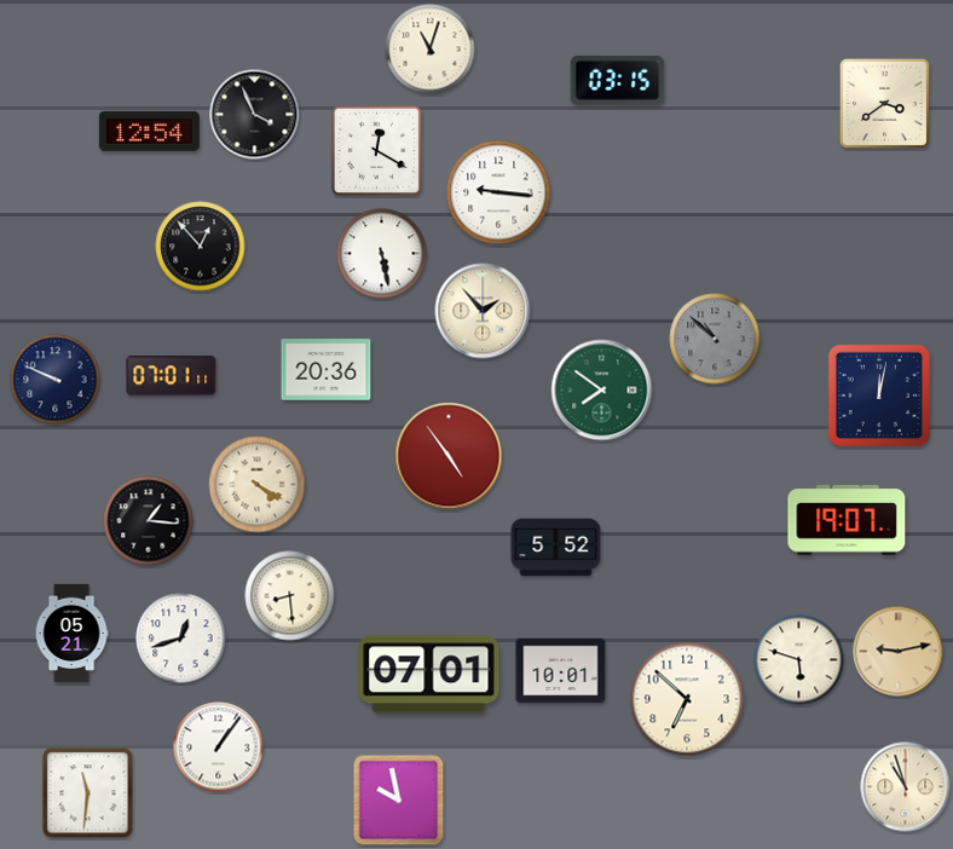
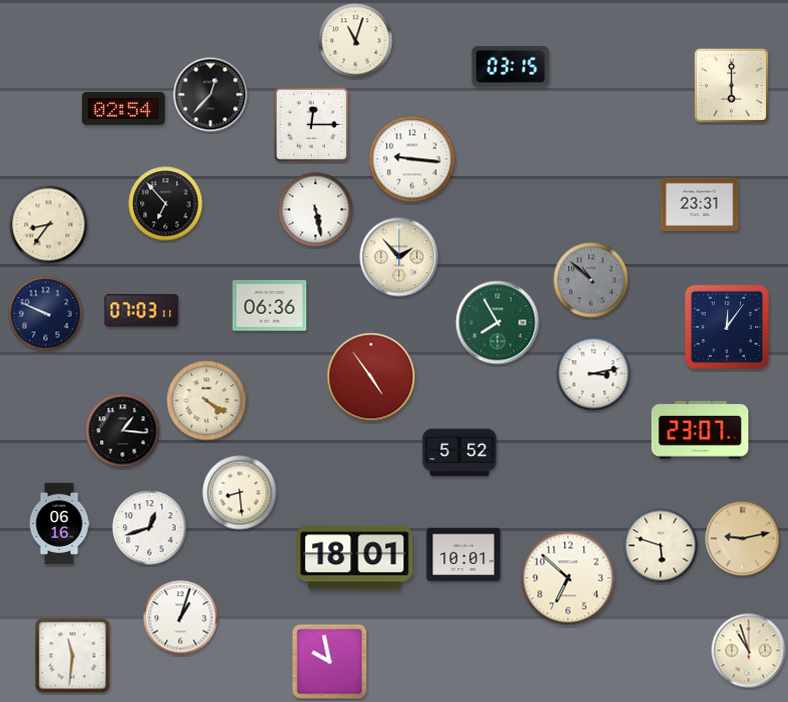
clock at (884, 103): 3:39 -> 6:00
clock at (255, 115): 3:56 -> 12:37
clock at (149, 131): 12:54 -> 02:54
clock at (377, 151): 12:20 -> 12:15
clock at (201, 247): 12:53 -> 6:53
clock at (700, 204): none -> 23:31
clock at (49, 225): none -> 8:36
clock at (327, 370): 20:36 -> 06:36
clock at (172, 376): 07:01 -> 07:03
clock at (602, 391): 7:51 -> 7:55
clock at (879, 395): 12:02 -> 12:06
clock at (594, 374): none -> 3:13
clock at (258, 485) position: (258, 485) -> (207, 401)
clock at (847, 520): 19:07 -> 23:07
clock at (71, 634): 05:21 -> 06:16
clock at (429, 675): 07:01 -> 18:01
clock at (219, 747): 1:06 -> 1:03
